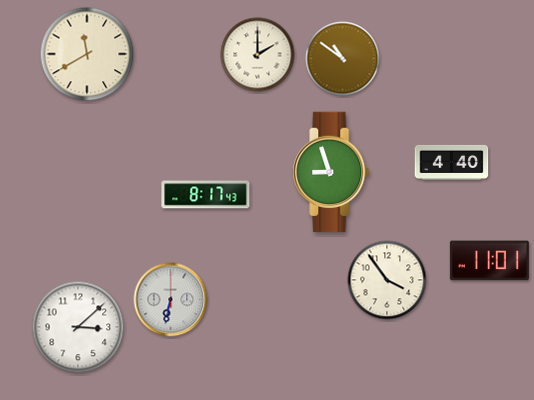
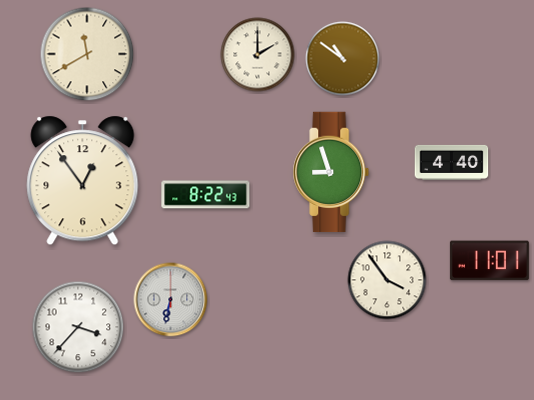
clock at (83, 181): none -> 12:54
clock at (206, 195): 8:17 -> 8:22
clock at (78, 327): 3:08 -> 3:37
